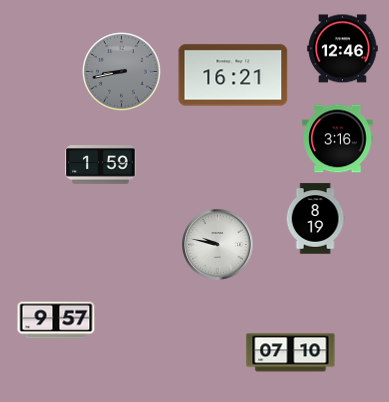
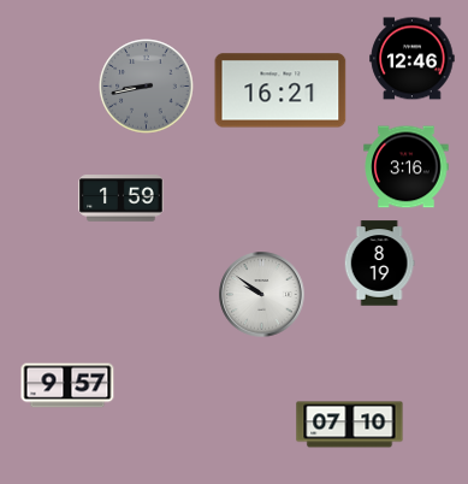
clock at (218, 245): 9:47 -> 9:51
